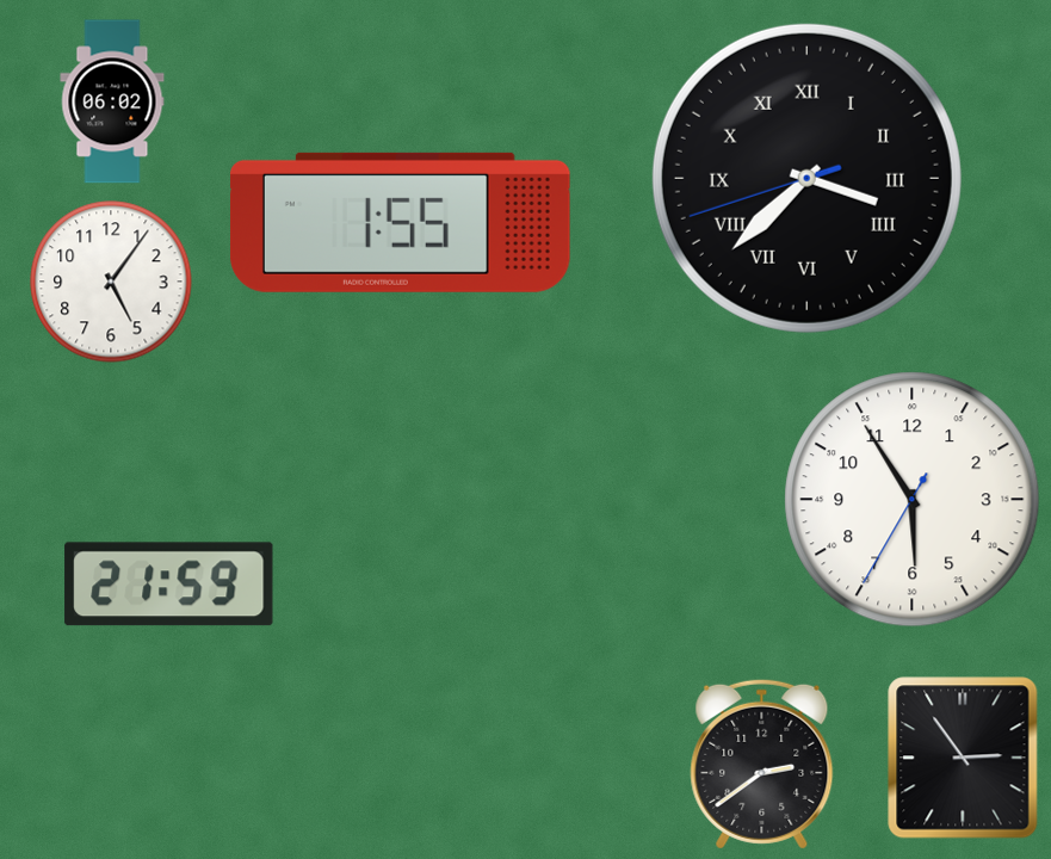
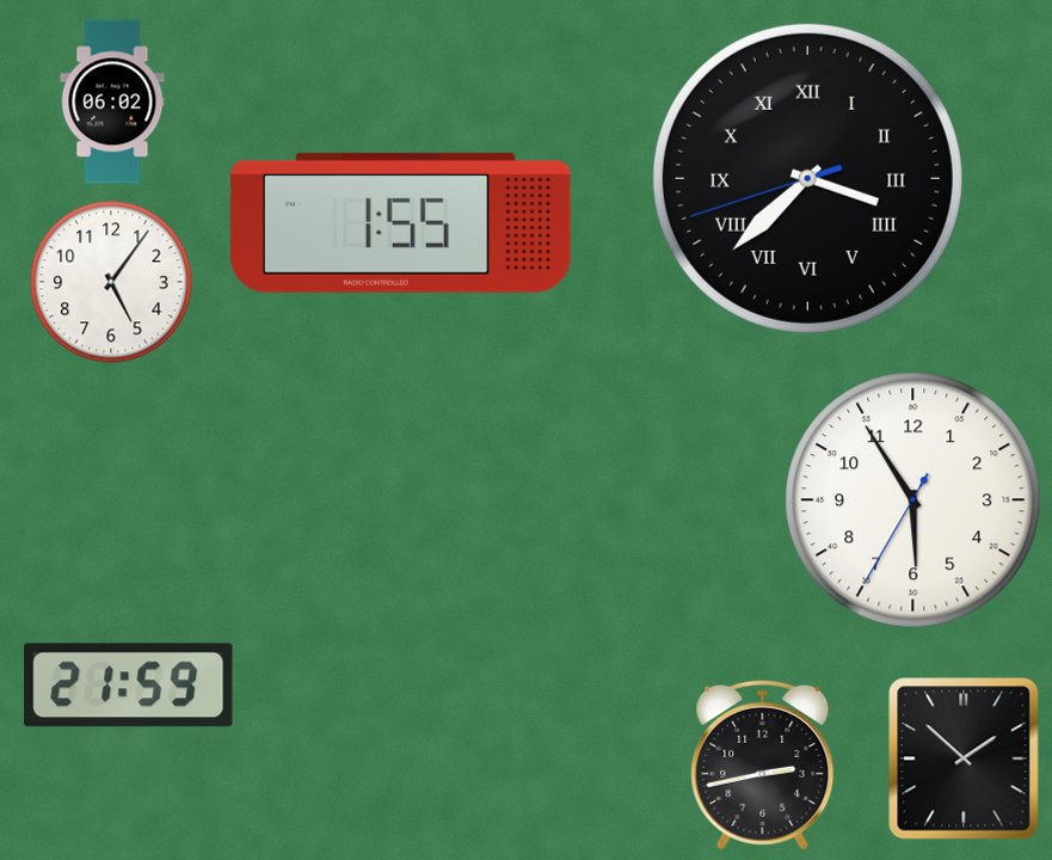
clock at (169, 585) position: (169, 585) -> (129, 686)
clock at (963, 758): 2:54 -> 1:52
clock at (762, 764): 2:39 -> 2:43
